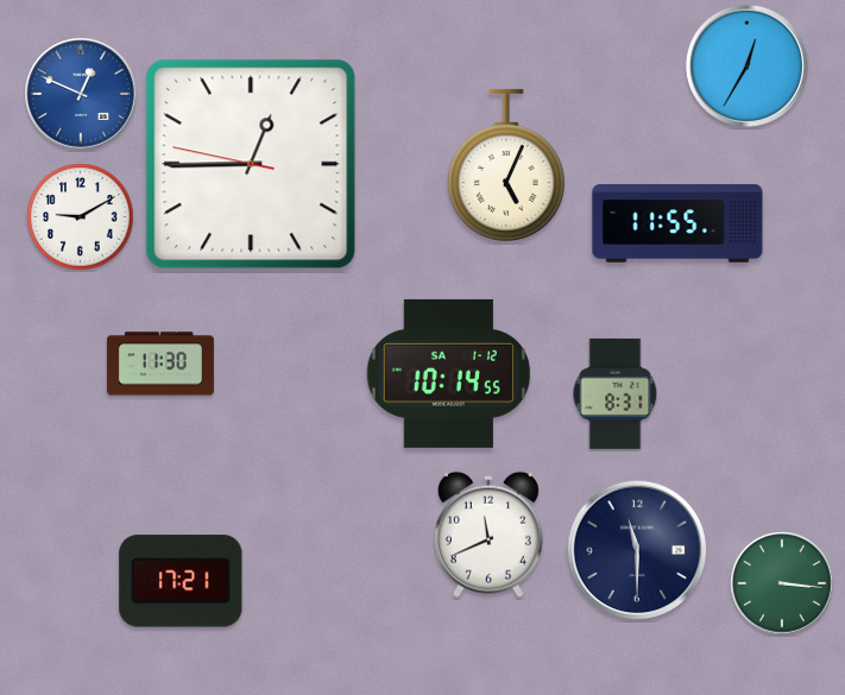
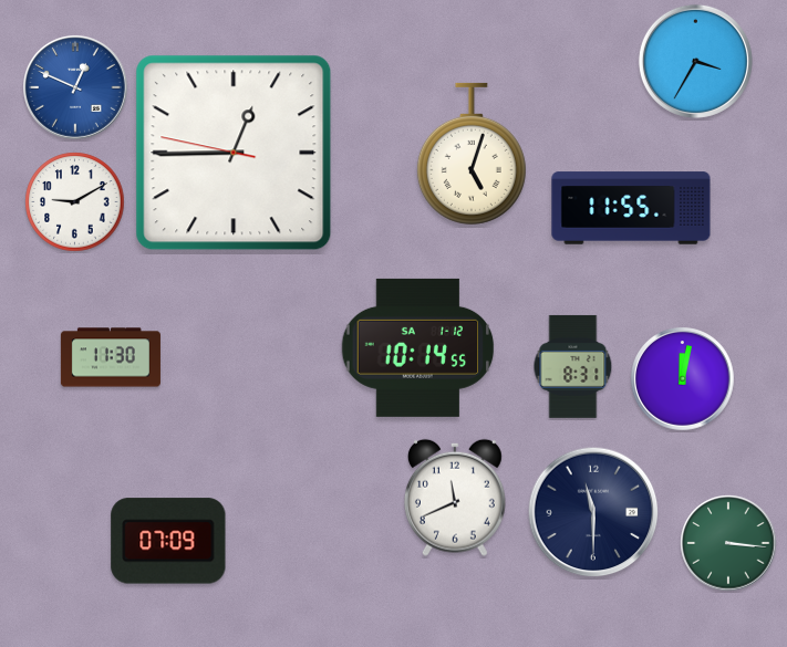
clock at (746, 65): 12:35 -> 3:35
clock at (506, 165): 5:04 -> 5:03
clock at (160, 364) position: (160, 364) -> (111, 357)
clock at (683, 379): none -> 12:02
clock at (181, 581): 17:21 -> 07:09
